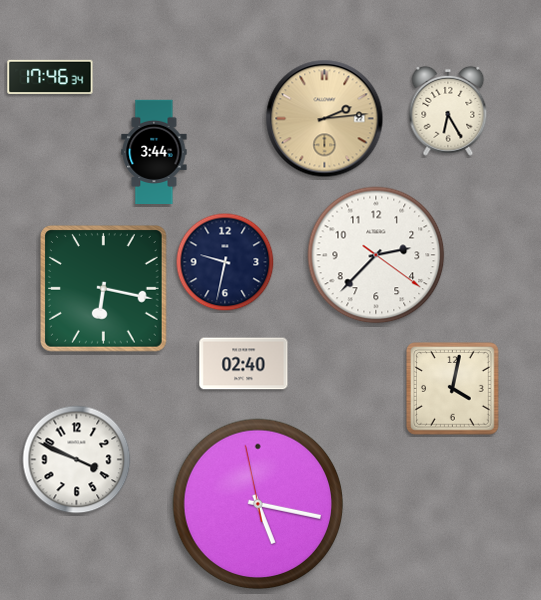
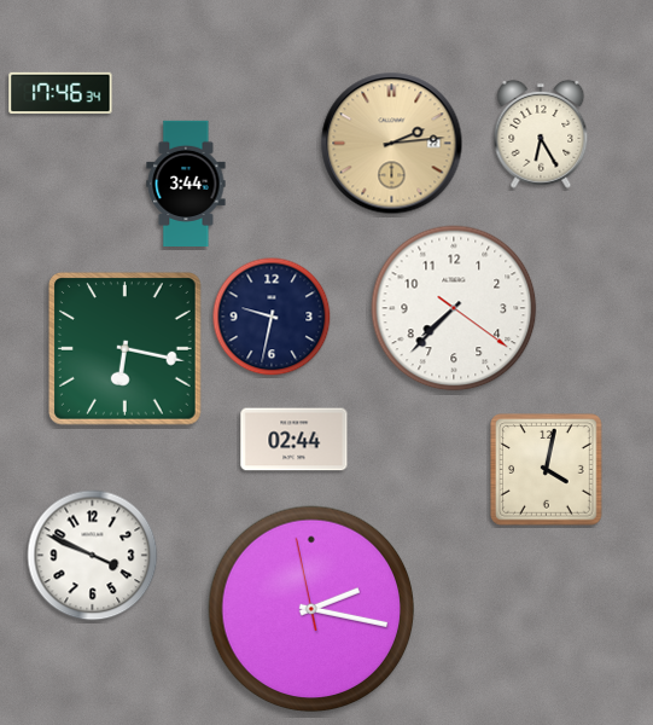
clock at (376, 255): 2:37 -> 7:37
clock at (244, 364): 02:40 -> 02:44
clock at (258, 504): 5:16 -> 2:16
